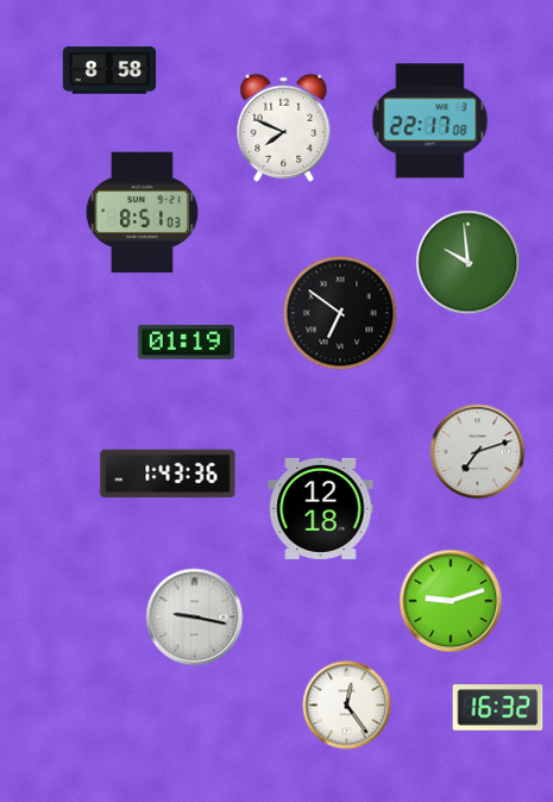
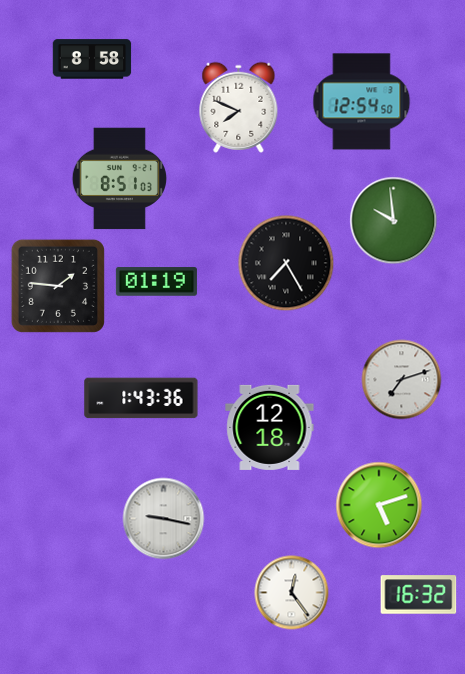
clock at (431, 121): 22:17 -> 12:54
clock at (340, 313): 6:51 -> 7:25
clock at (58, 286): none -> 1:46
clock at (186, 343) position: (186, 343) -> (156, 282)
clock at (451, 601): 9:12 -> 5:12
